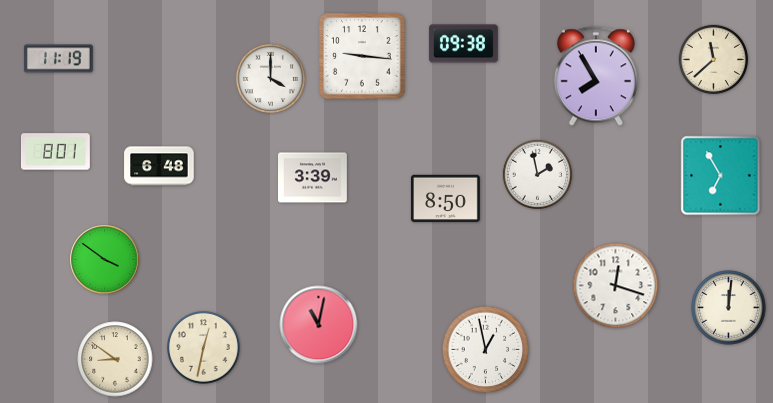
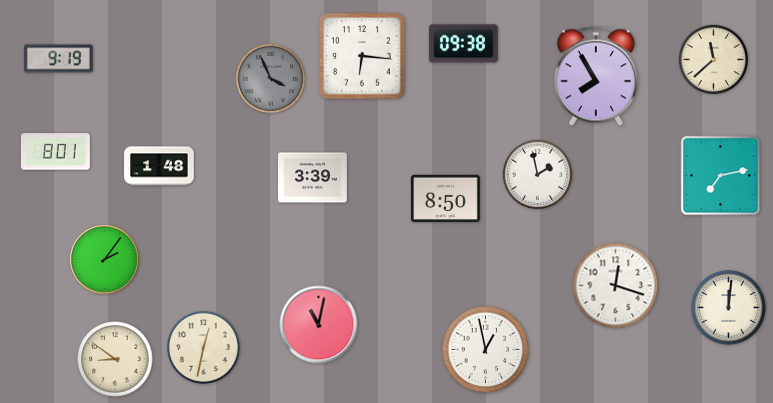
clock at (362, 56): 9:16 -> 6:16
clock at (58, 59): 11:19 -> 9:19
clock at (270, 78): 4:00 -> 3:56
clock at (270, 78) dial: white -> grey
clock at (159, 166): 6:48 -> 1:48
clock at (721, 176): 6:55 -> 7:13
clock at (105, 260): 3:51 -> 2:06
